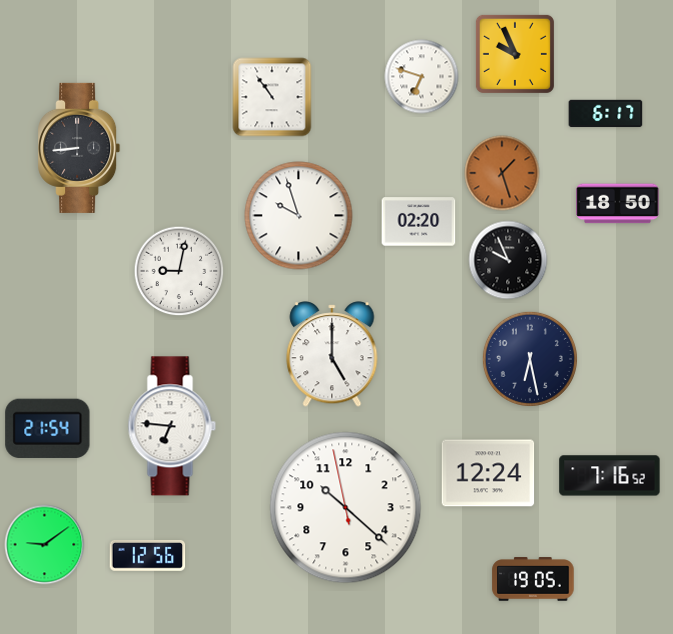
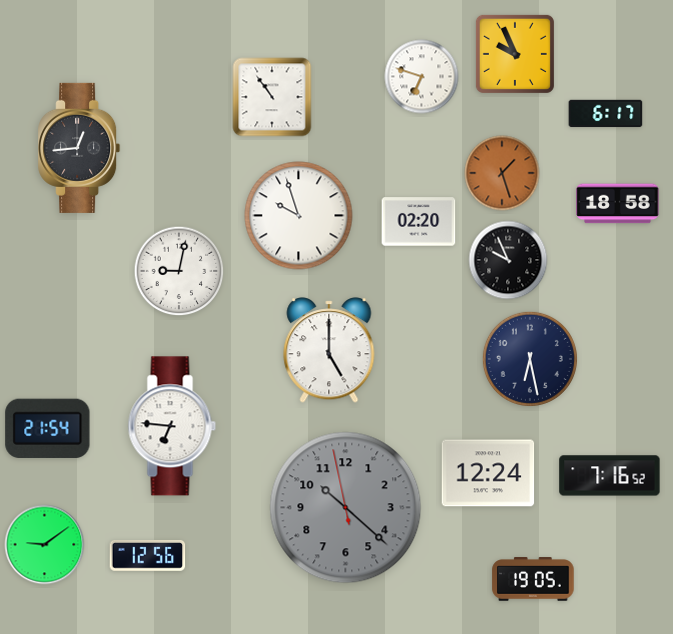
clock at (79, 148): 8:44 -> 12:44
clock at (618, 204): 18:50 -> 18:58
clock at (332, 354) position: (332, 354) -> (329, 350)
clock at (346, 508) dial: white -> grey
